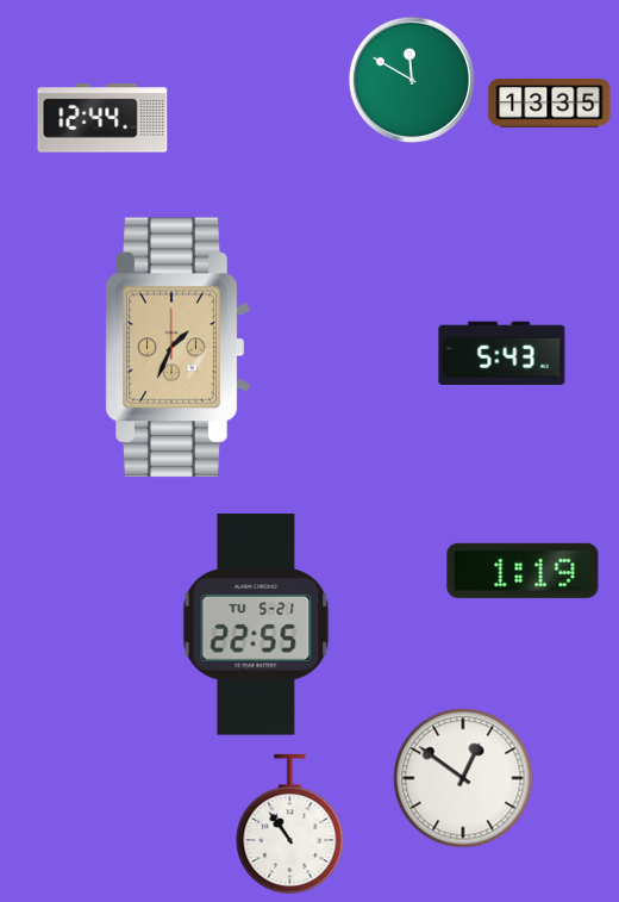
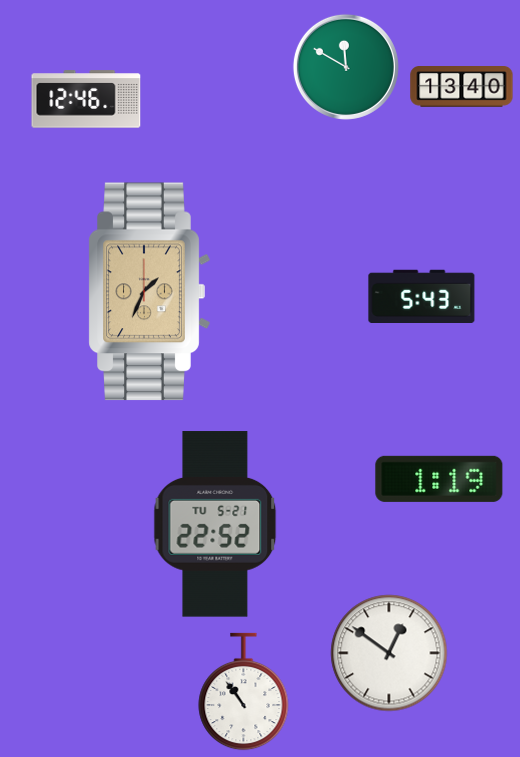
clock at (550, 104): 13:35 -> 13:40
clock at (102, 118): 12:44 -> 12:46
clock at (256, 624): 22:55 -> 22:52
